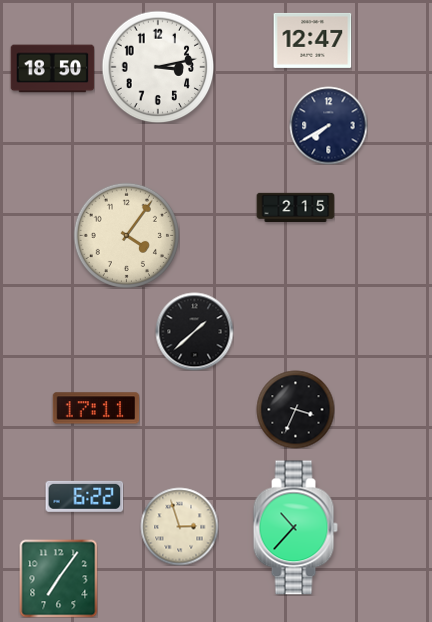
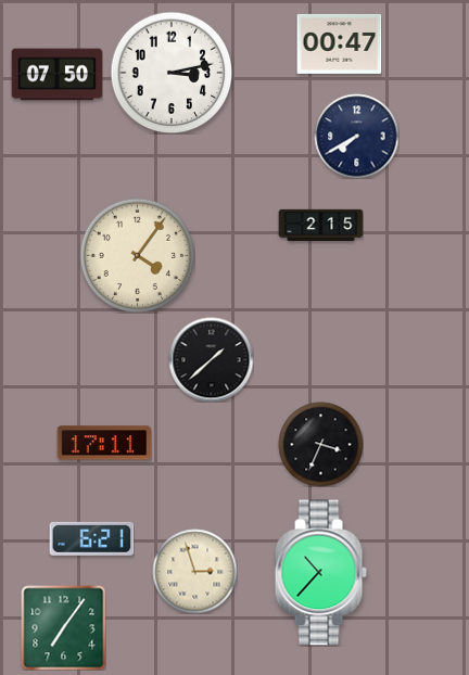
clock at (312, 40): 12:47 -> 00:47
clock at (52, 69): 18:50 -> 07:50
clock at (84, 496): 6:22 -> 6:21
